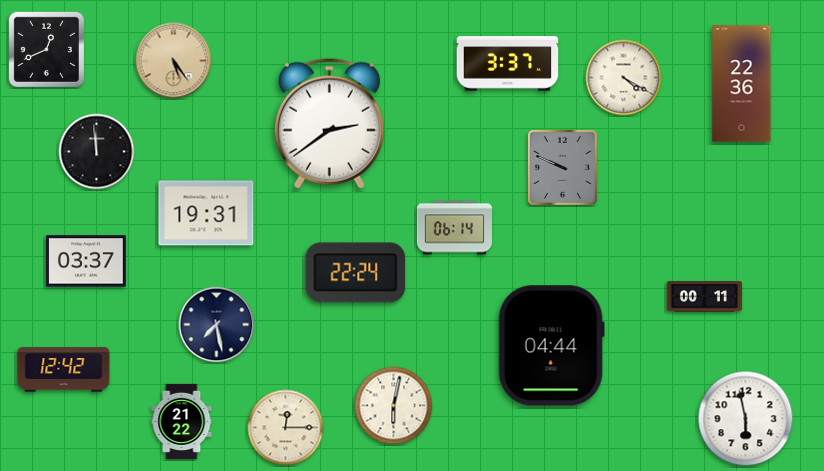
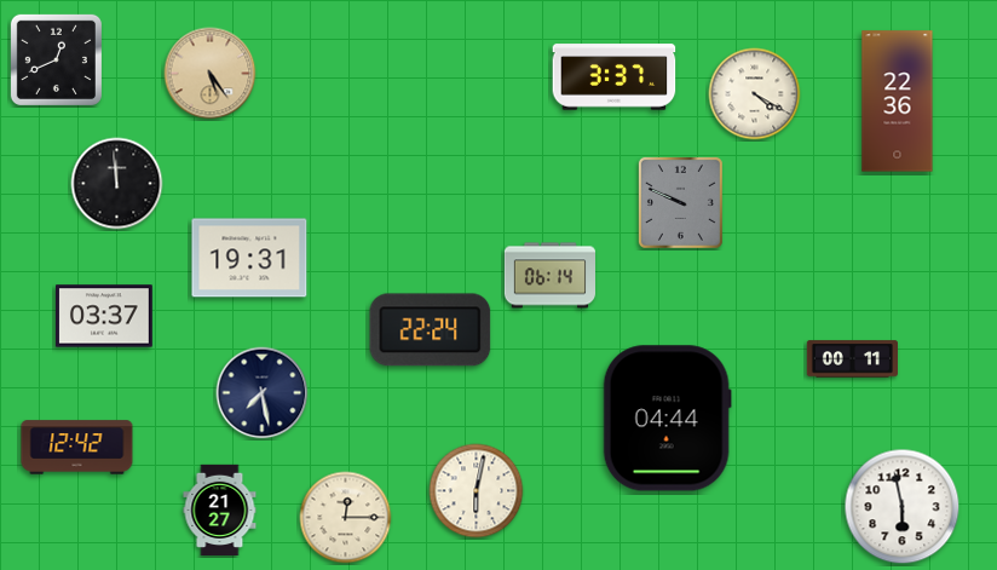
clock at (329, 123): 2:39 -> none
clock at (182, 421): 21:22 -> 21:27
